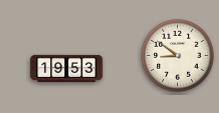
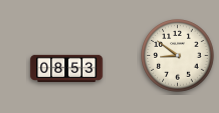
clock at (67, 68): 19:53 -> 08:53
